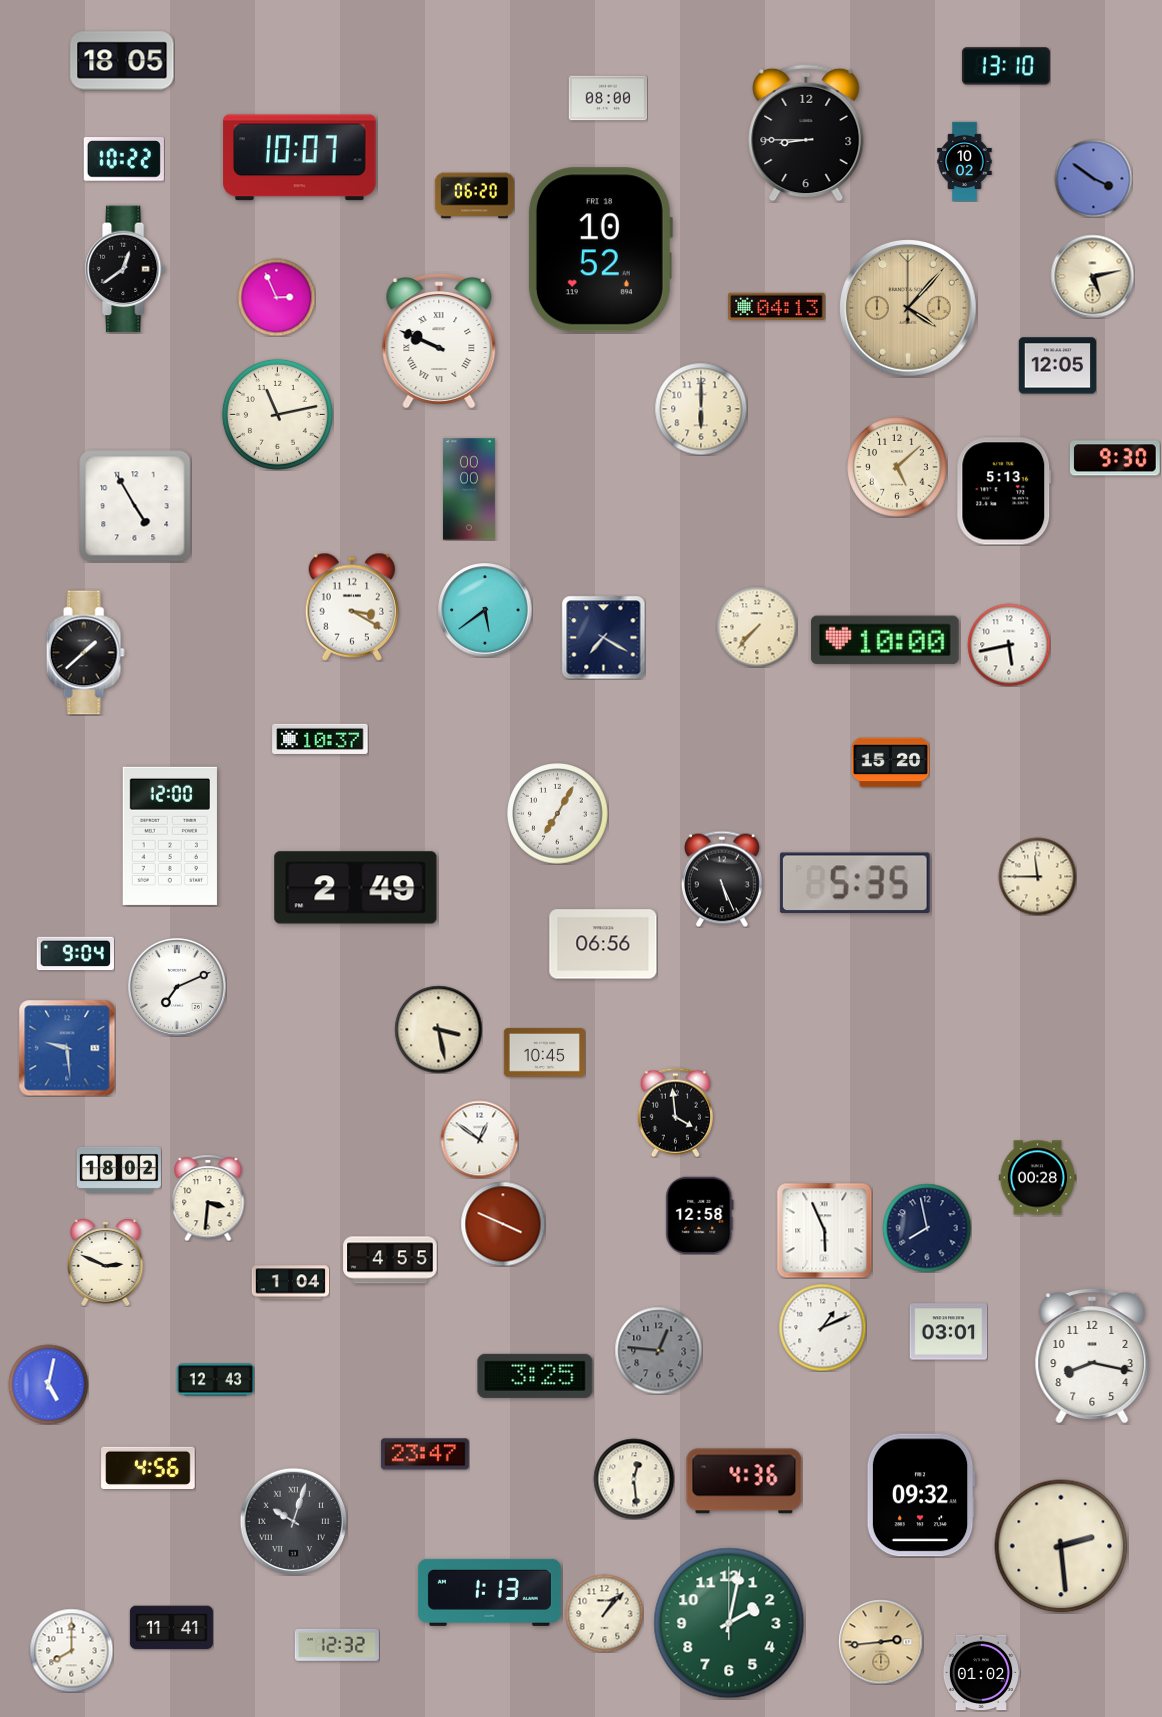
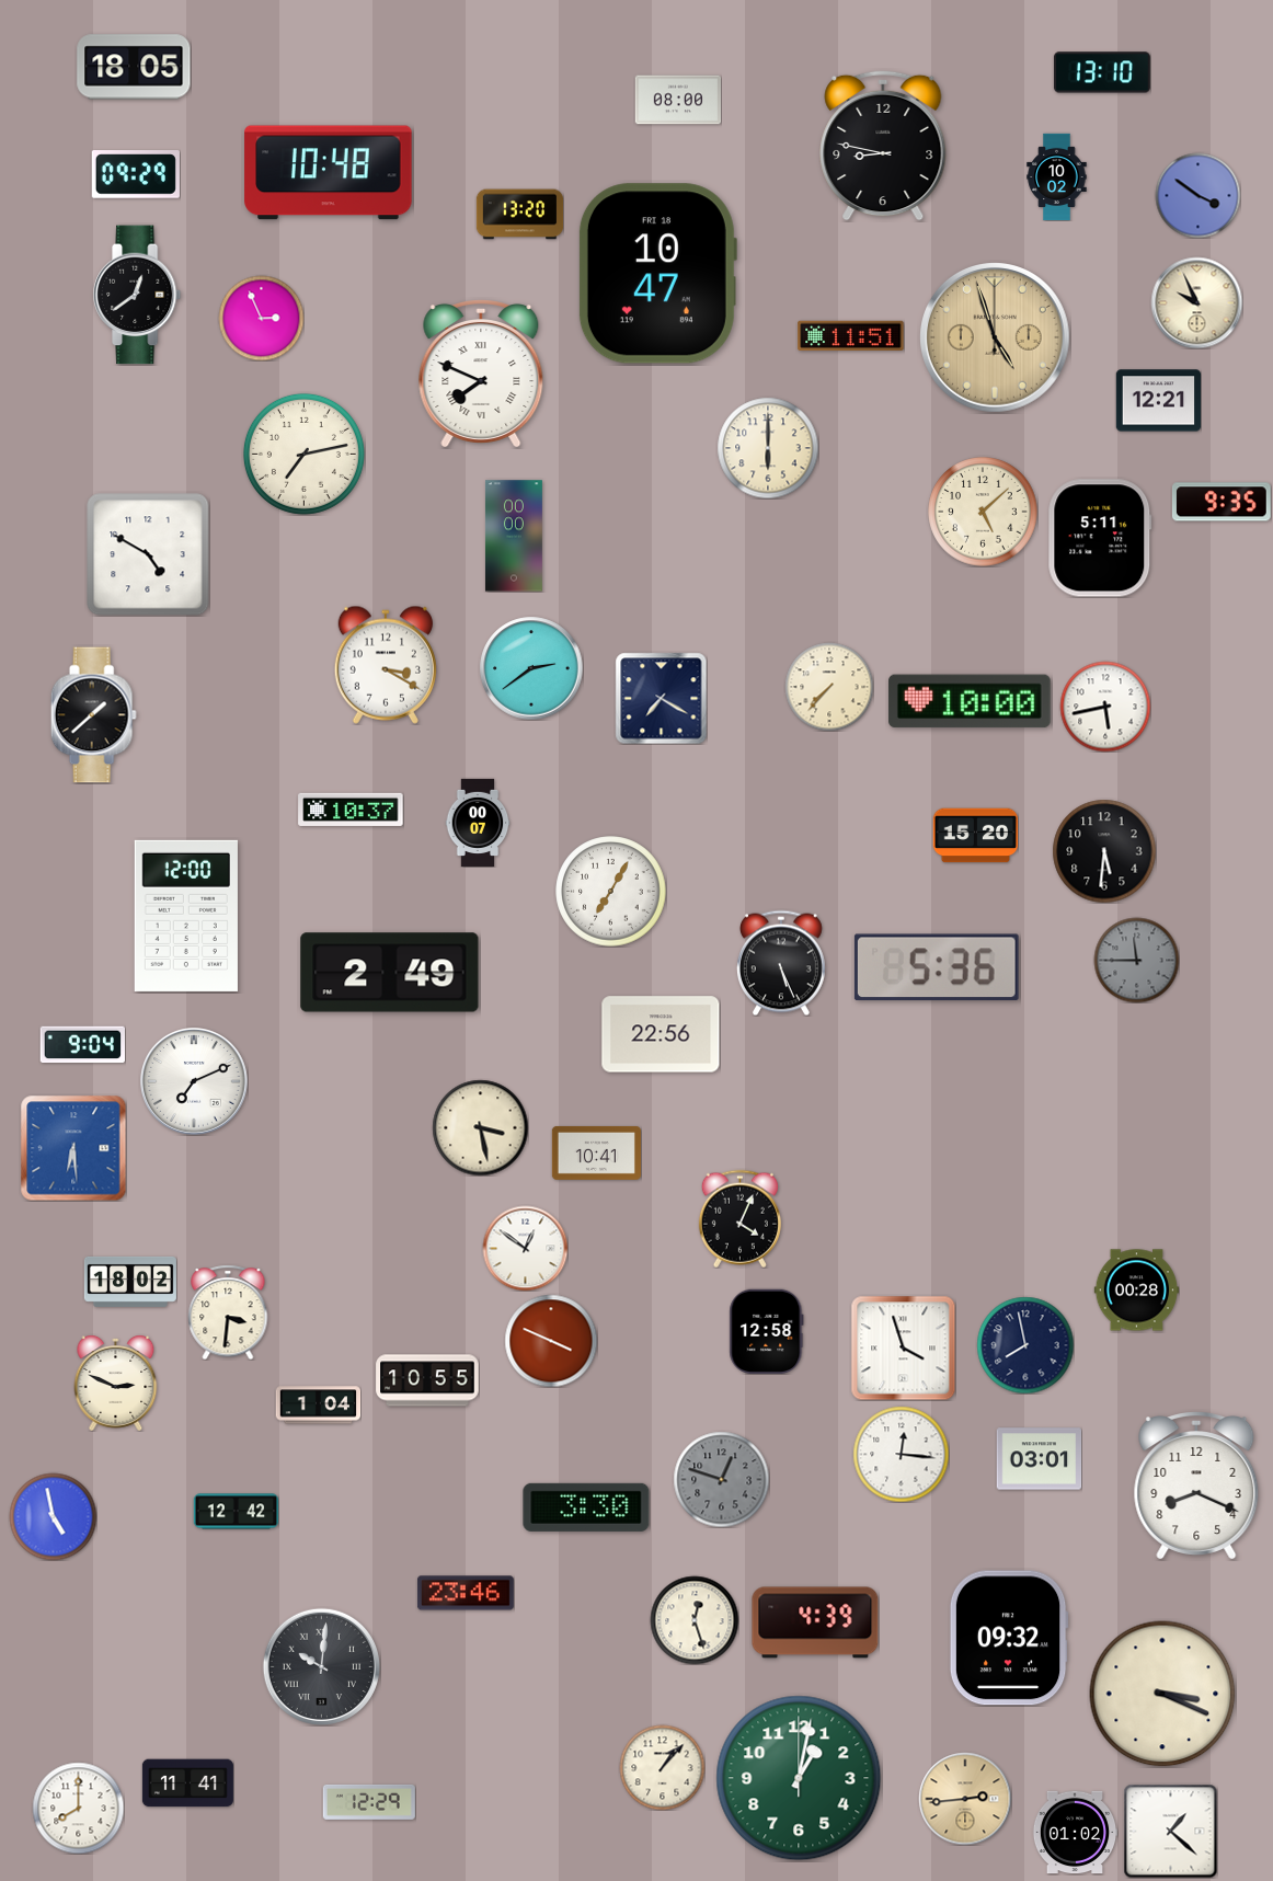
clock at (608, 98) position: (608, 98) -> (678, 100)
clock at (806, 133): 8:45 -> 8:47
clock at (300, 158): 10:07 -> 10:48
clock at (124, 160): 10:22 -> 09:29
clock at (474, 196): 06:20 -> 13:20
clock at (600, 250): 10:52 -> 10:47
clock at (1092, 276): 5:13 -> 9:56
clock at (276, 297) position: (276, 297) -> (261, 318)
clock at (777, 307): 04:13 -> 11:51
clock at (909, 309): 4:07 -> 4:57
clock at (439, 341): 9:49 -> 7:49
clock at (1057, 366): 12:05 -> 12:21
clock at (277, 414): 11:13 -> 7:13
clock at (1115, 458): 9:30 -> 9:35
clock at (1004, 491): 5:13 -> 5:11
clock at (135, 506): 4:55 -> 4:50
clock at (485, 610): 5:39 -> 2:39
clock at (478, 822): none -> 00:07
clock at (1104, 851): none -> 5:31
clock at (1037, 876) dial: cream -> grey
clock at (722, 879) position: (722, 879) -> (781, 963)
clock at (855, 883): 5:35 -> 5:36
clock at (603, 944): 06:56 -> 22:56
clock at (67, 1048): 9:29 -> 6:29
clock at (544, 1052): 10:45 -> 10:41
clock at (675, 1112): 3:59 -> 4:04
clock at (927, 1228) position: (927, 1228) -> (1025, 1345)
clock at (824, 1230): 5:56 -> 3:57
clock at (390, 1260): 4:55 -> 10:55
clock at (822, 1327): 1:11 -> 12:16
clock at (658, 1350): 12:46 -> 12:48
clock at (1092, 1356): 8:17 -> 8:19
clock at (535, 1376): 3:25 -> 3:30
clock at (215, 1380): 12:43 -> 12:42
clock at (48, 1384): 5:02 -> 4:58
clock at (425, 1454): 23:47 -> 23:46
clock at (148, 1467): 4:56 -> none
clock at (634, 1479): 12:29 -> 12:27
clock at (744, 1481): 4:36 -> 4:39
clock at (293, 1521): 10:03 -> 10:01
clock at (1061, 1546): 2:29 -> 3:19
clock at (489, 1592): 1:13 -> none
clock at (729, 1623): 2:02 -> 1:02
clock at (337, 1645): 12:32 -> 12:29
clock at (1170, 1831): none -> 1:22
